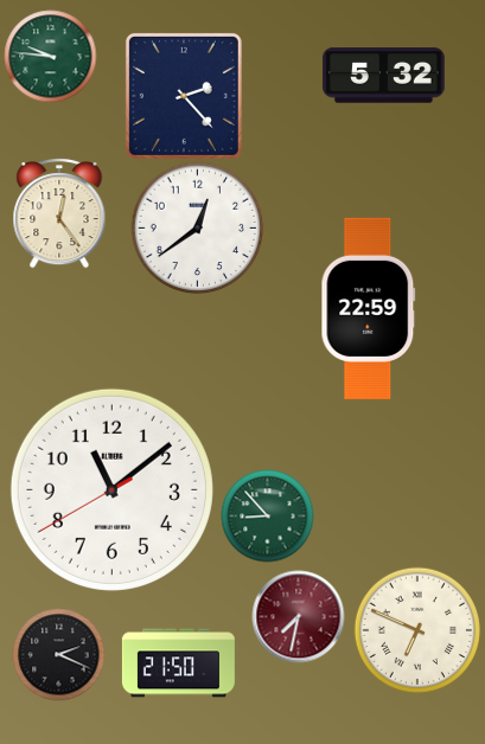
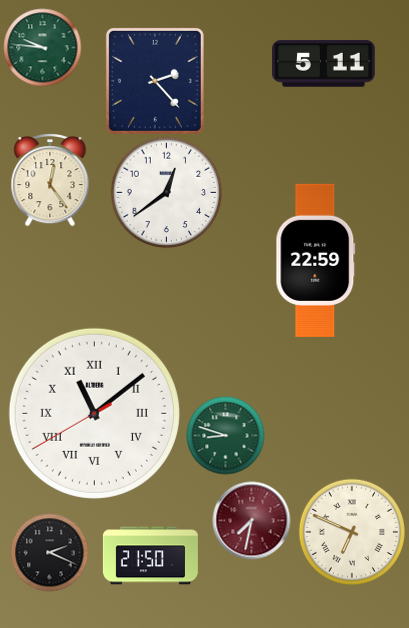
clock at (384, 76): 5:32 -> 5:11
clock at (369, 308) position: (369, 308) -> (316, 260)
clock at (111, 489) numerals: Arabic -> Roman
clock at (267, 515): 8:53 -> 8:48
clock at (178, 663) position: (178, 663) -> (150, 556)
